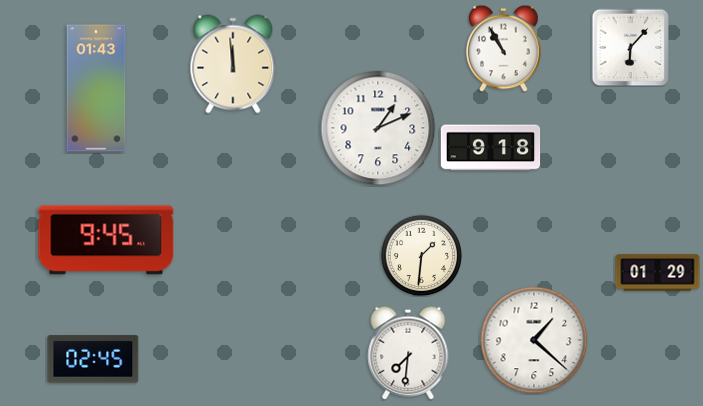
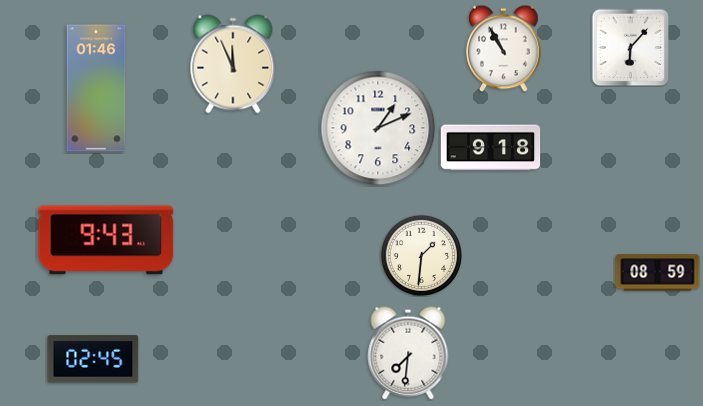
clock at (233, 64): 11:59 -> 11:56
clock at (96, 88): 01:43 -> 01:46
clock at (106, 240): 9:45 -> 9:43
clock at (658, 273): 01:29 -> 08:59
clock at (534, 340): 1:22 -> none
